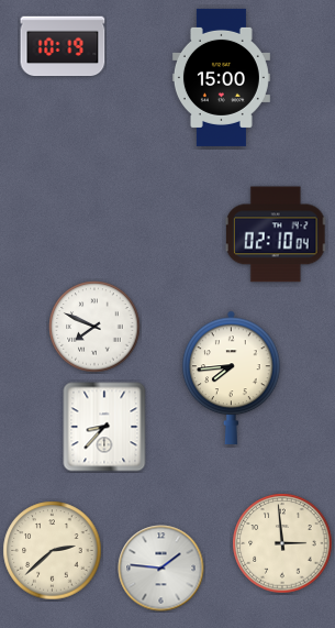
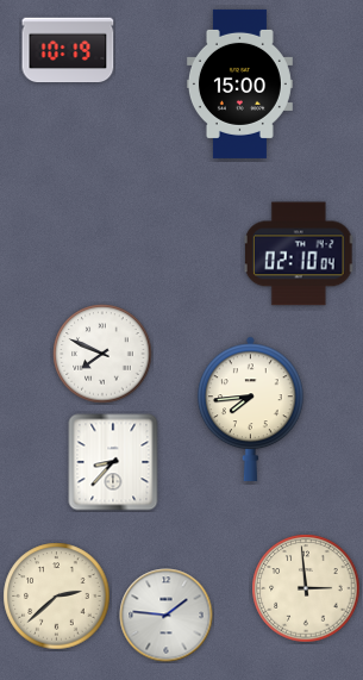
clock at (161, 569) position: (161, 569) -> (167, 616)
